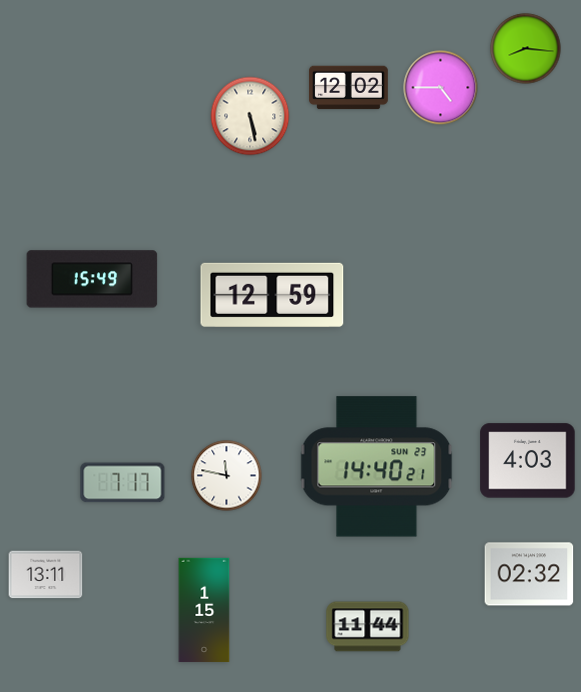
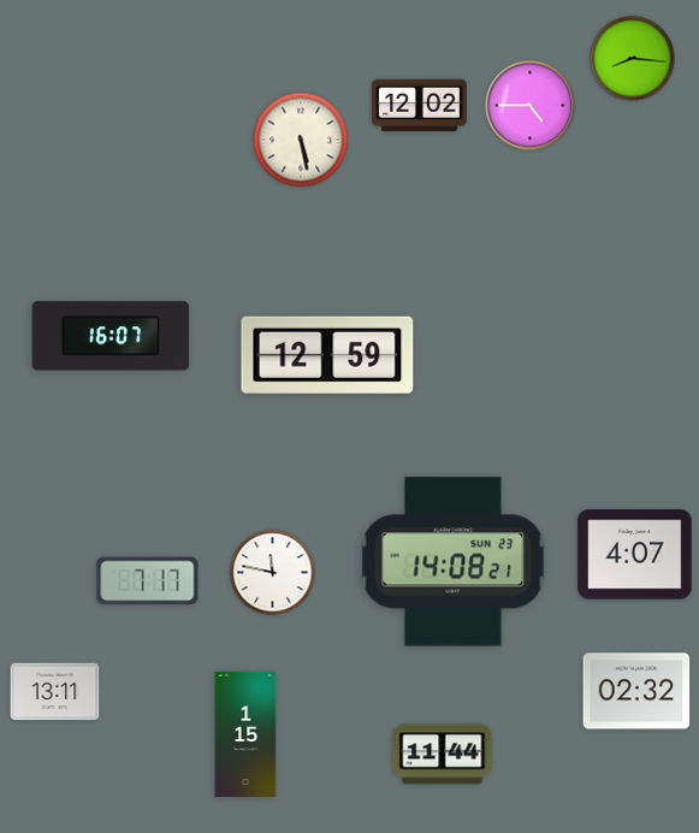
clock at (92, 279): 15:49 -> 16:07
clock at (528, 461): 4:03 -> 4:07
clock at (377, 467): 14:40 -> 14:08
